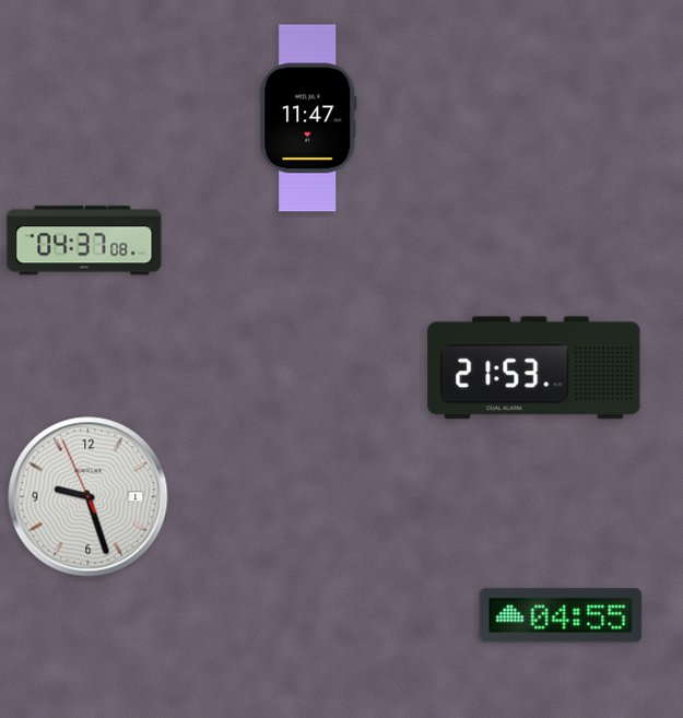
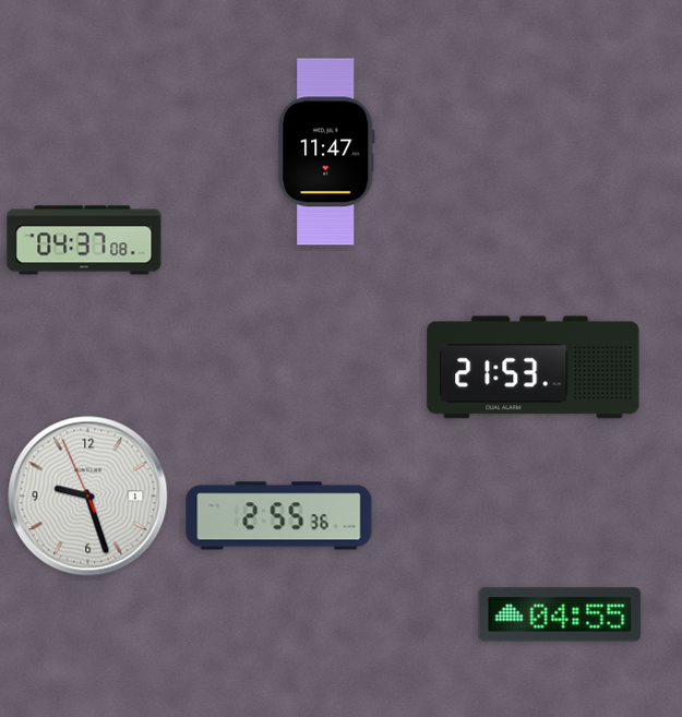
clock at (308, 118) position: (308, 118) -> (326, 152)
clock at (279, 516): none -> 2:55
